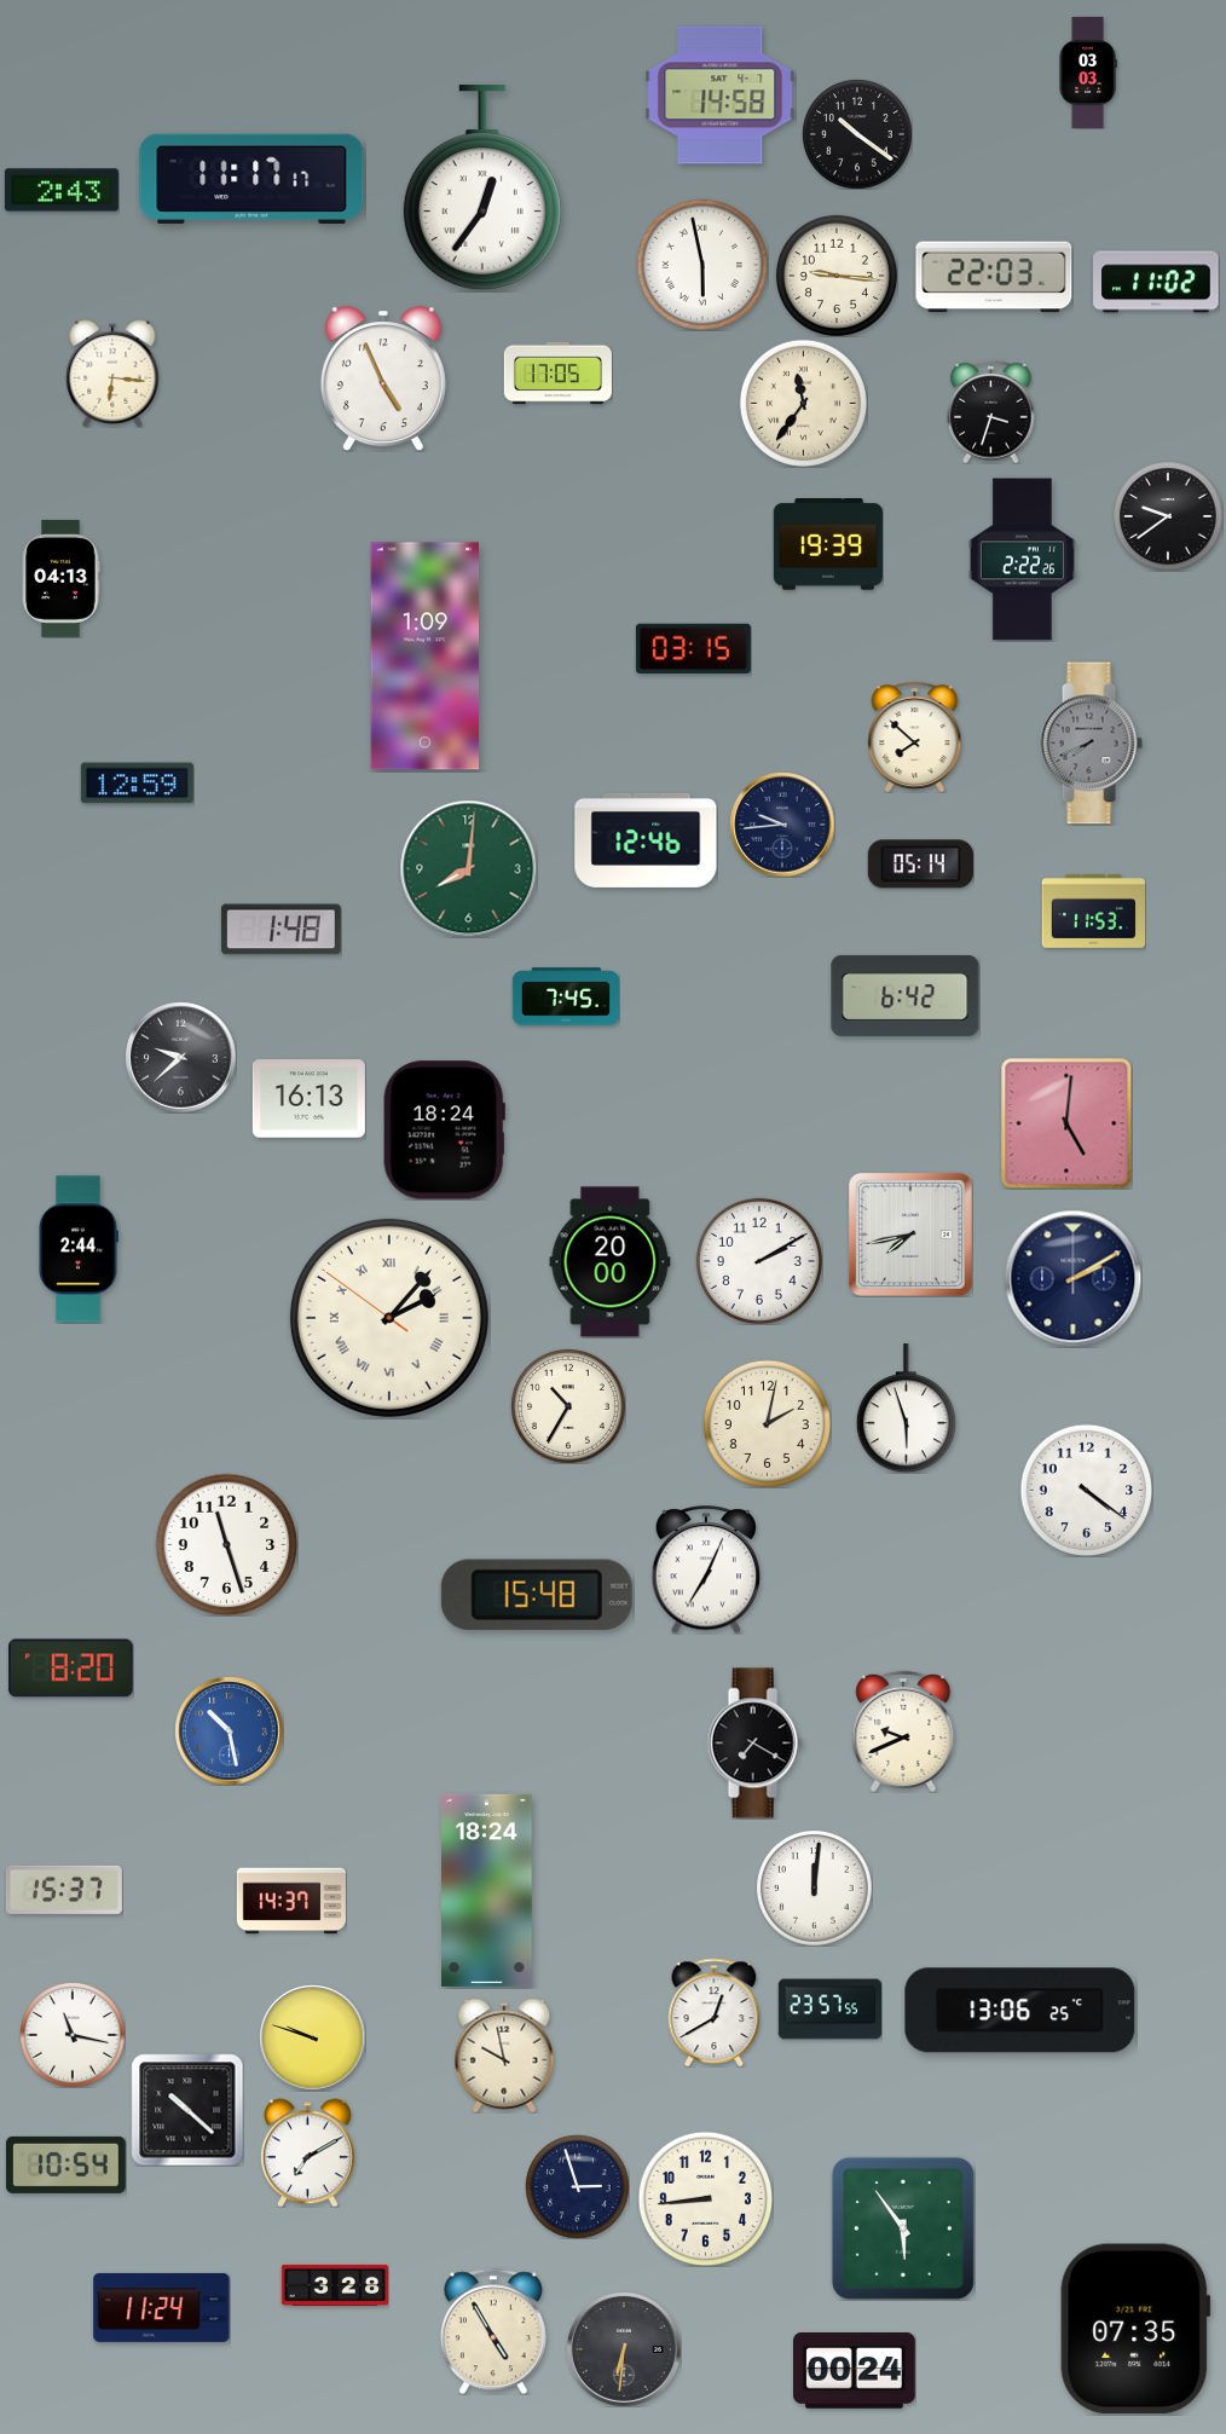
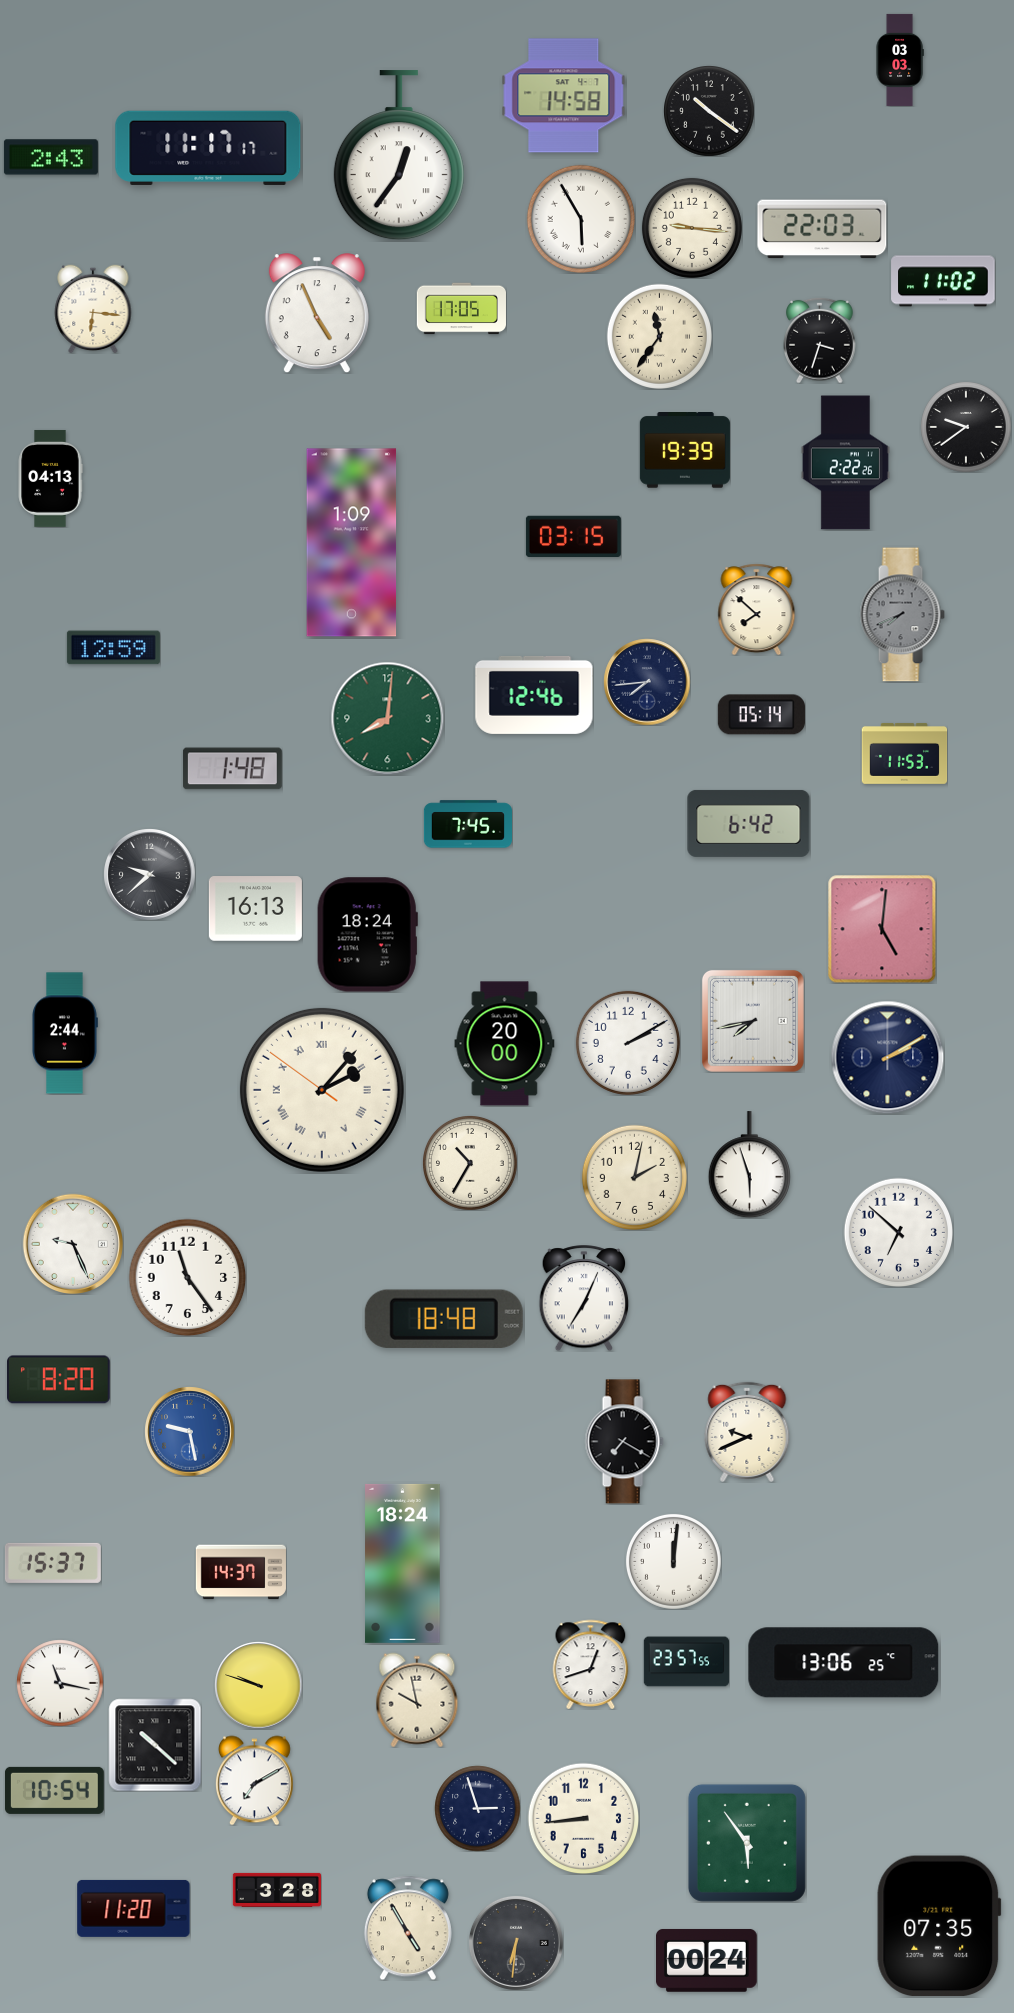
clock at (721, 96) position: (721, 96) -> (564, 96)
clock at (701, 264): 5:58 -> 5:55
clock at (1156, 282) position: (1156, 282) -> (943, 281)
clock at (803, 403) position: (803, 403) -> (659, 336)
clock at (782, 825): 9:44 -> 7:44
clock at (1086, 1490): 4:21 -> 6:52
clock at (72, 1243): none -> 9:26
clock at (226, 1544): 11:27 -> 11:24
clock at (537, 1595): 15:48 -> 18:48
clock at (229, 1730): 10:28 -> 9:28
clock at (715, 2012): 12:40 -> 12:42
clock at (162, 2307): 11:24 -> 11:20
